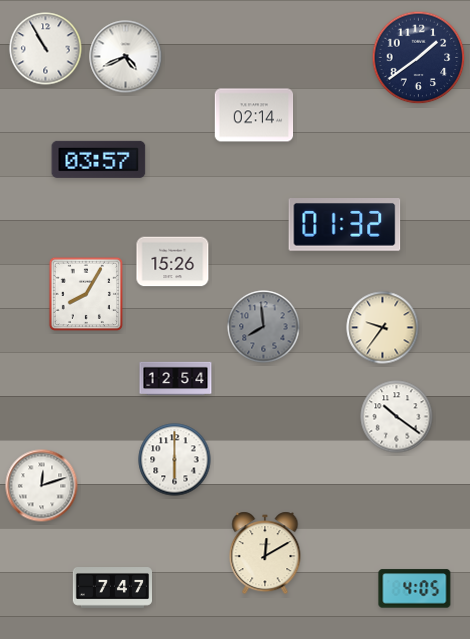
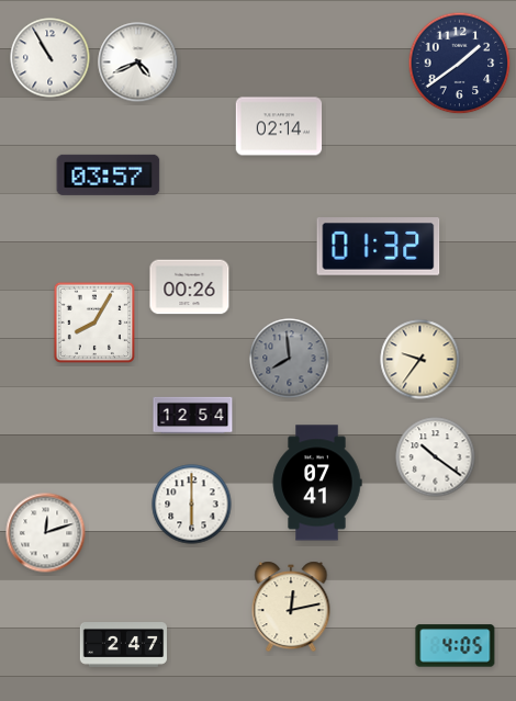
clock at (46, 49) position: (46, 49) -> (51, 58)
clock at (173, 262): 15:26 -> 00:26
clock at (317, 483): none -> 07:41
clock at (265, 553): 12:10 -> 12:13
clock at (112, 588): 7:47 -> 2:47
